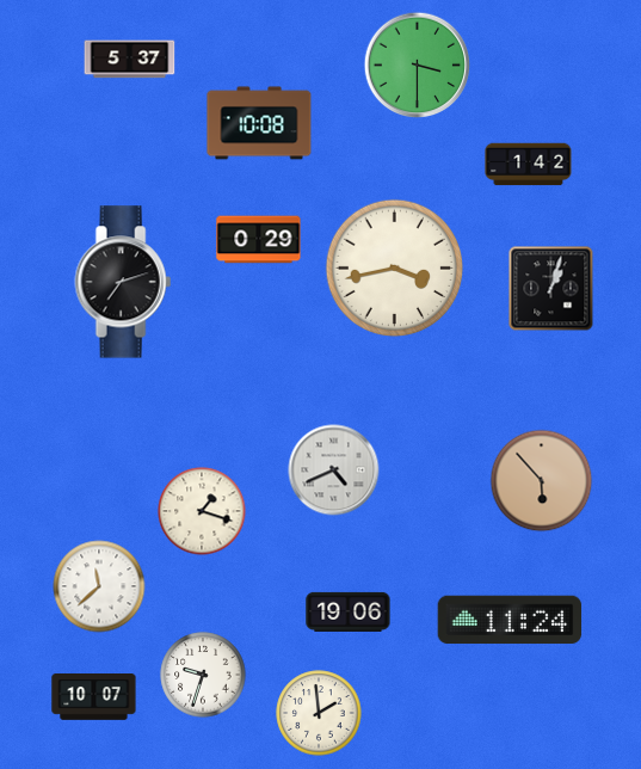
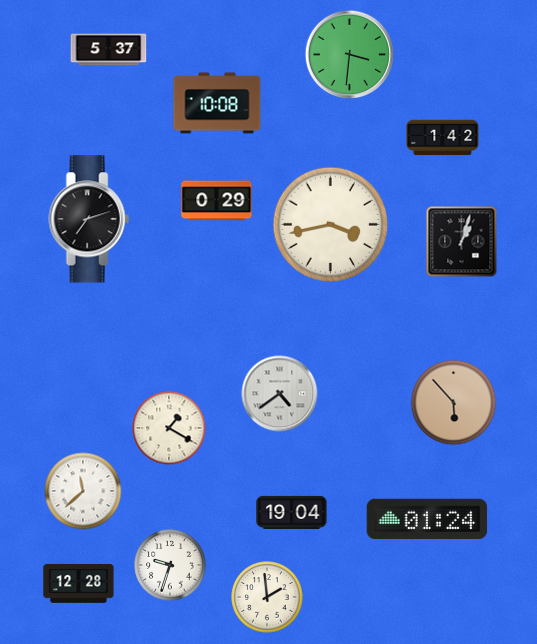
clock at (418, 66): 3:30 -> 3:31
clock at (123, 282) position: (123, 282) -> (89, 219)
clock at (334, 470): 4:41 -> 4:39
clock at (202, 511): 1:18 -> 1:20
clock at (349, 611): 19:06 -> 19:04
clock at (510, 620): 11:24 -> 01:24
clock at (94, 697): 10:07 -> 12:28
